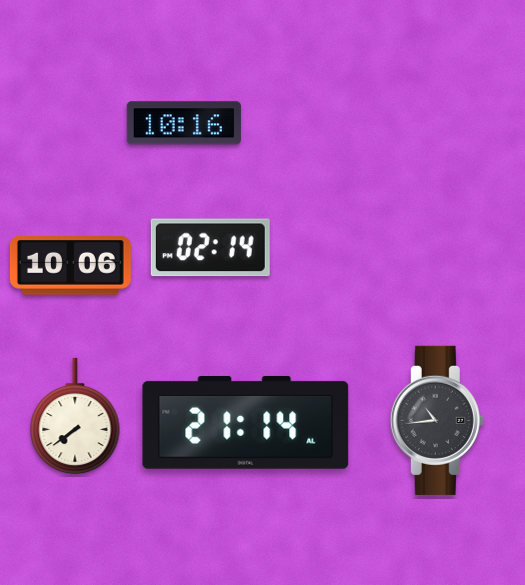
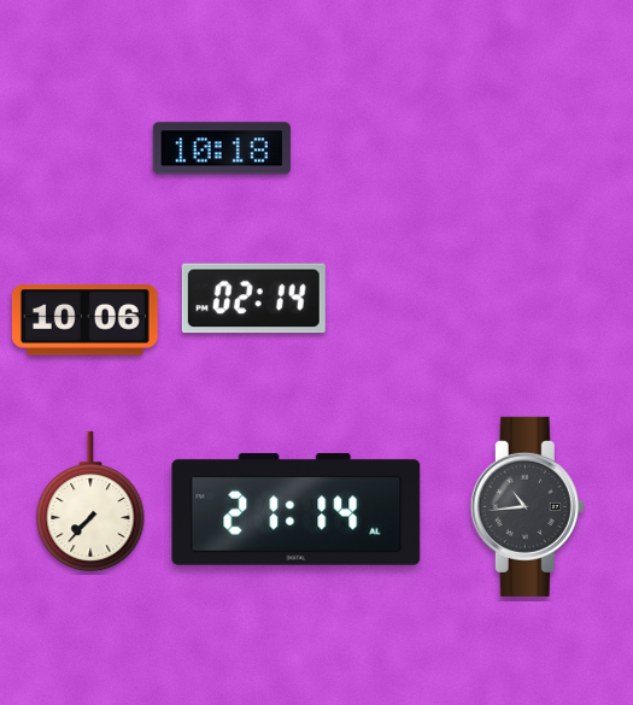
clock at (184, 123): 10:16 -> 10:18
clock at (75, 416): 7:39 -> 7:37
